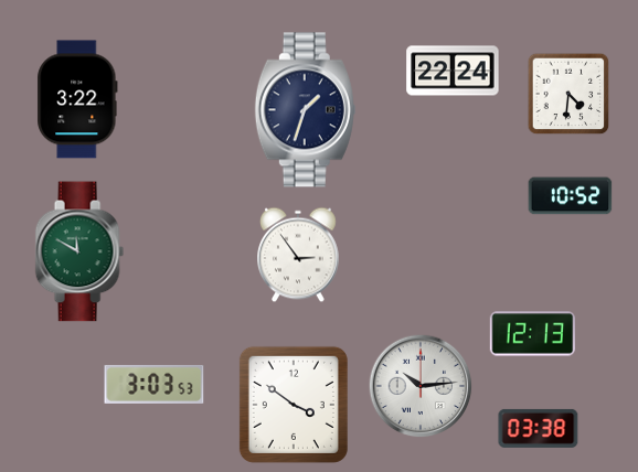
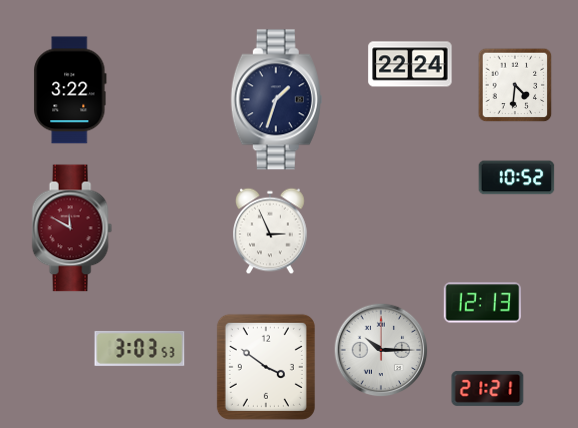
clock at (79, 251) dial: green -> burgundy
clock at (299, 255): 2:54 -> 2:56
clock at (421, 386): 10:14 -> 10:15
clock at (539, 428): 03:38 -> 21:21
